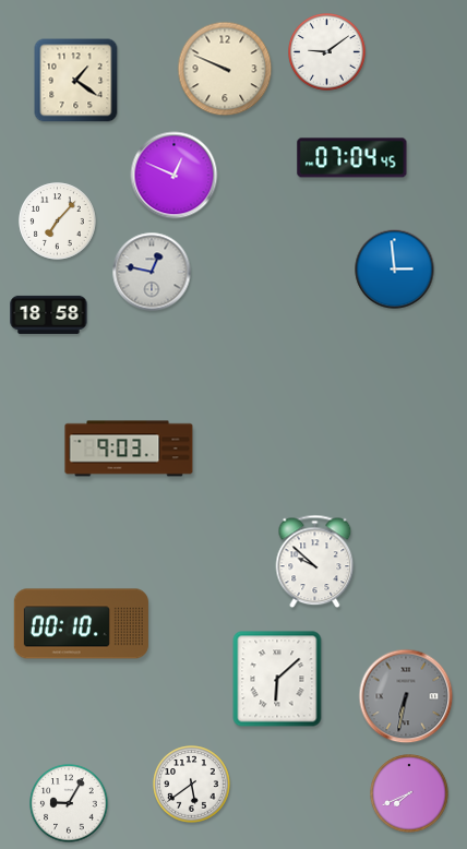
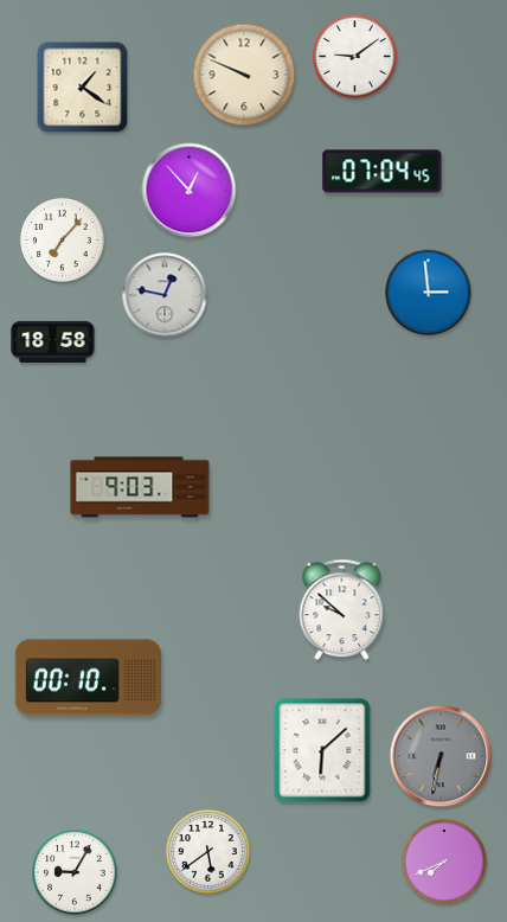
clock at (175, 176): 12:49 -> 12:53
clock at (277, 679) position: (277, 679) -> (322, 750)
